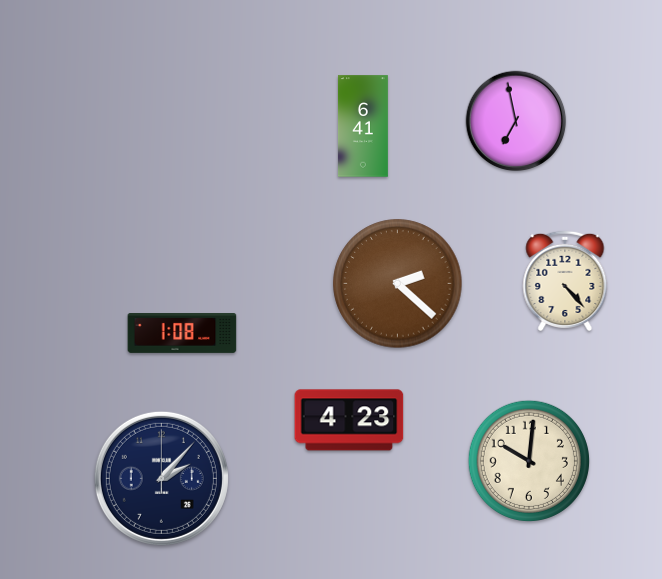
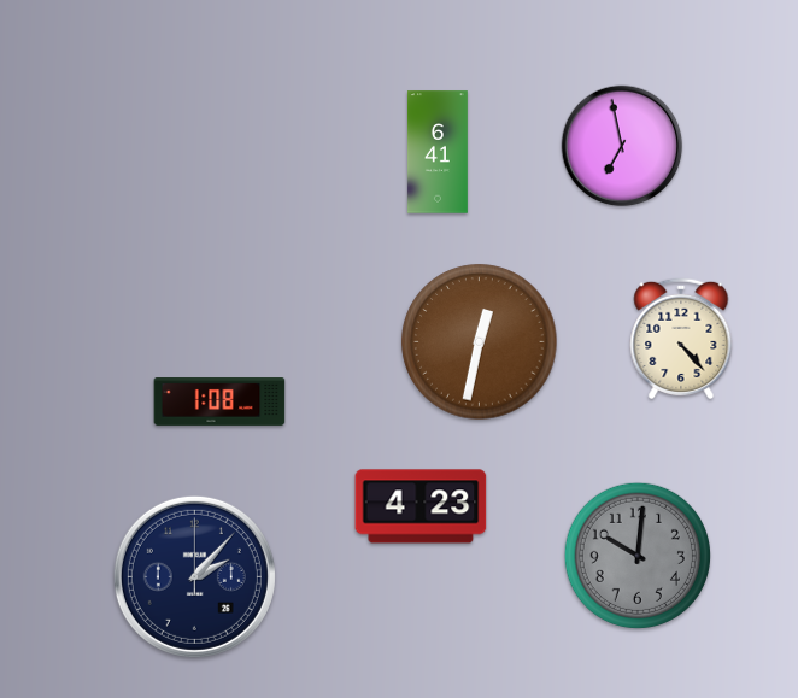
clock at (398, 284): 2:22 -> 12:32
clock at (529, 461) dial: cream -> grey
